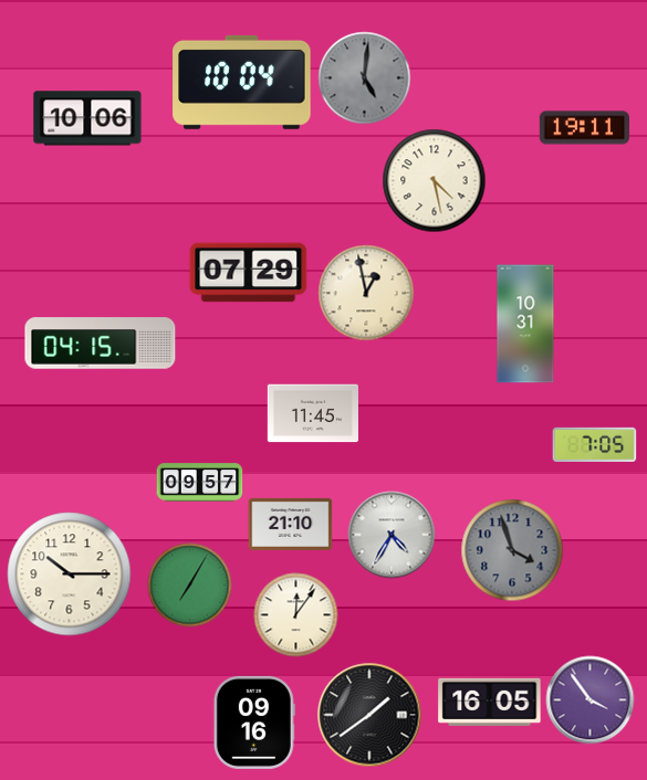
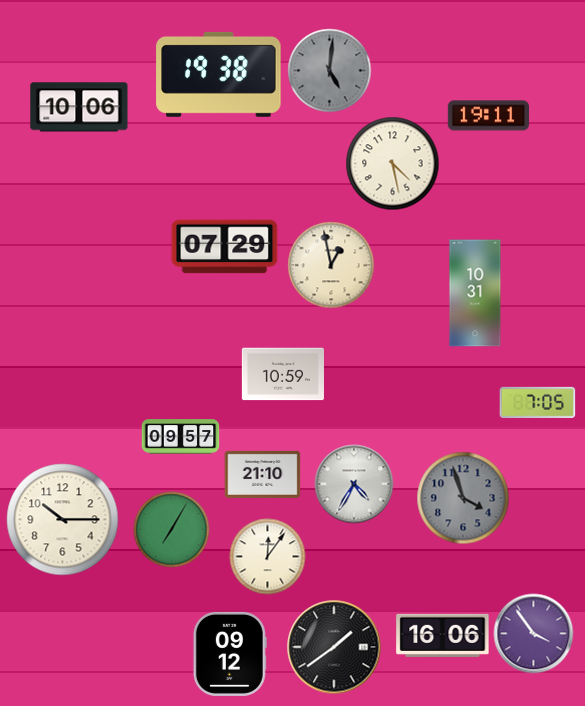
clock at (242, 82): 10:04 -> 19:38
clock at (584, 128) position: (584, 128) -> (488, 116)
clock at (101, 344): 04:15 -> none
clock at (313, 413): 11:45 -> 10:59
clock at (490, 702): 16:05 -> 16:06
clock at (254, 723): 09:16 -> 09:12
